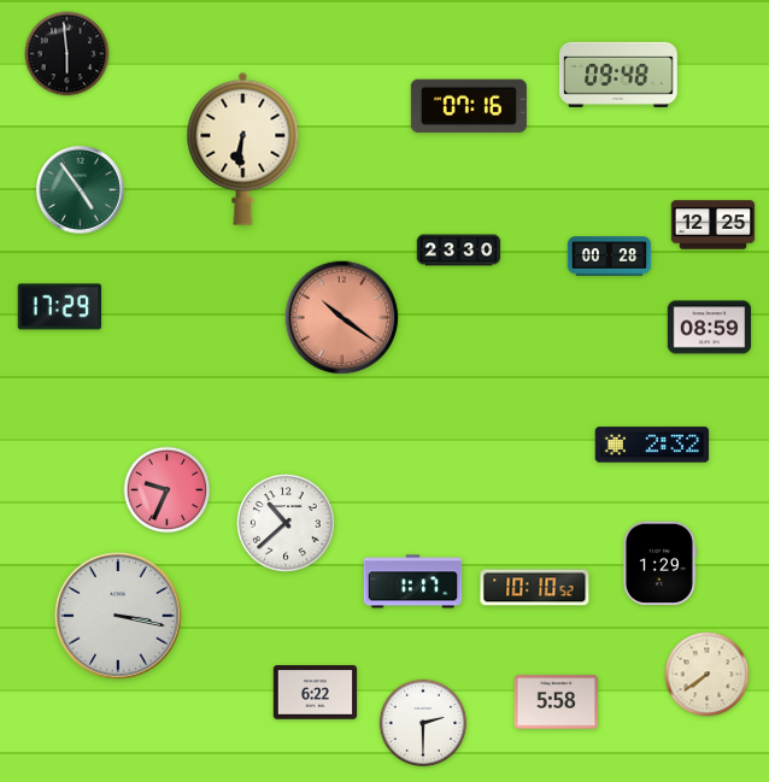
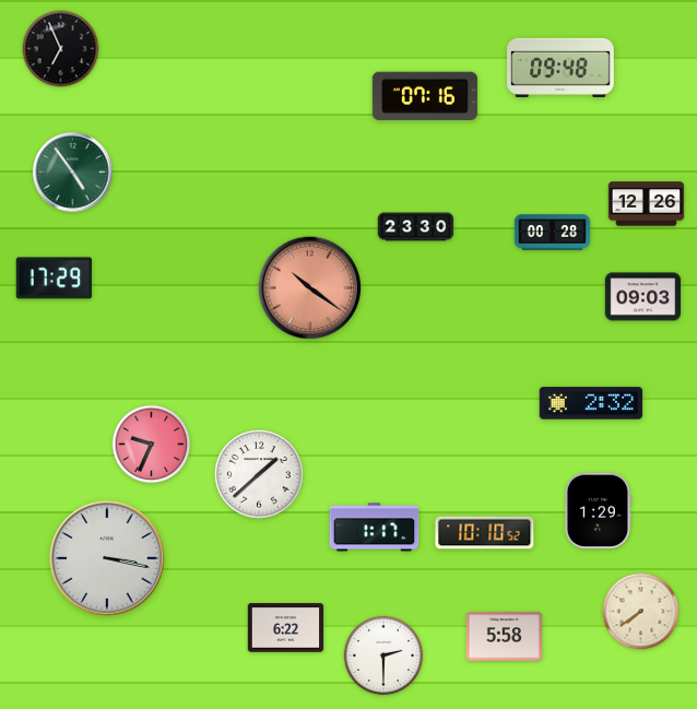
clock at (67, 54): 5:59 -> 6:56
clock at (243, 148): 6:31 -> none
clock at (714, 225): 12:25 -> 12:26
clock at (710, 328): 08:59 -> 09:03
clock at (286, 523): 10:38 -> 1:38
